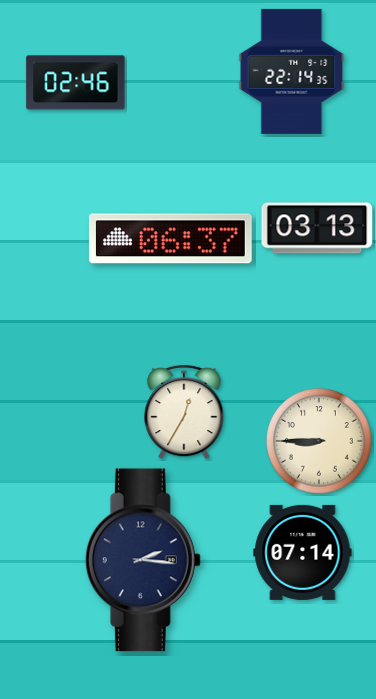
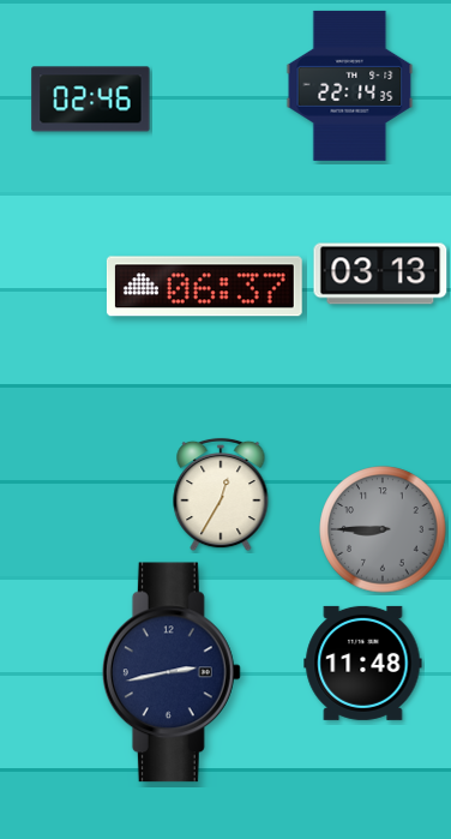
clock at (319, 441) dial: cream -> grey
clock at (303, 552): 07:14 -> 11:48
clock at (143, 560): 2:16 -> 2:43
